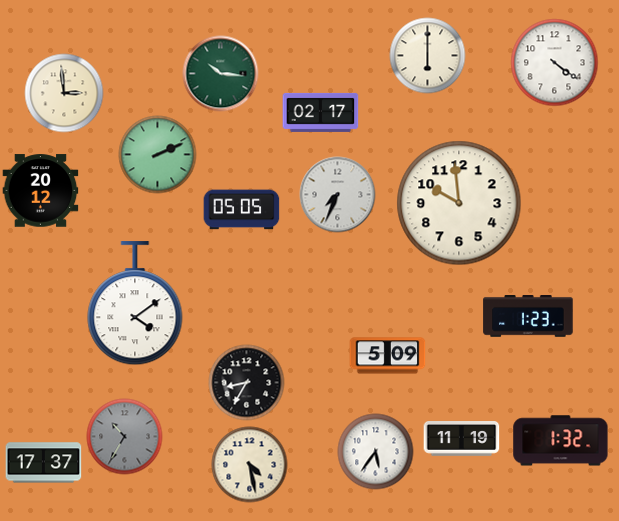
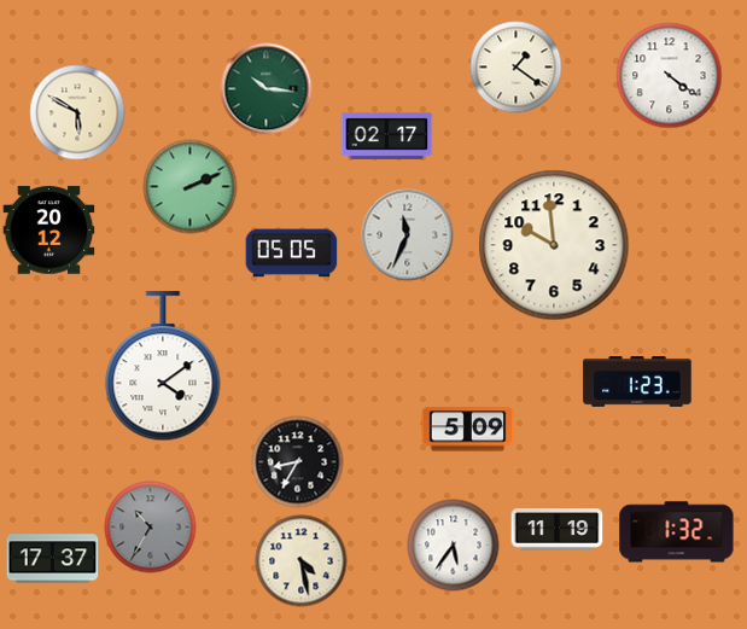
clock at (428, 56): 6:00 -> 1:21
clock at (64, 93): 2:59 -> 5:50
clock at (338, 195): 7:34 -> 11:34
